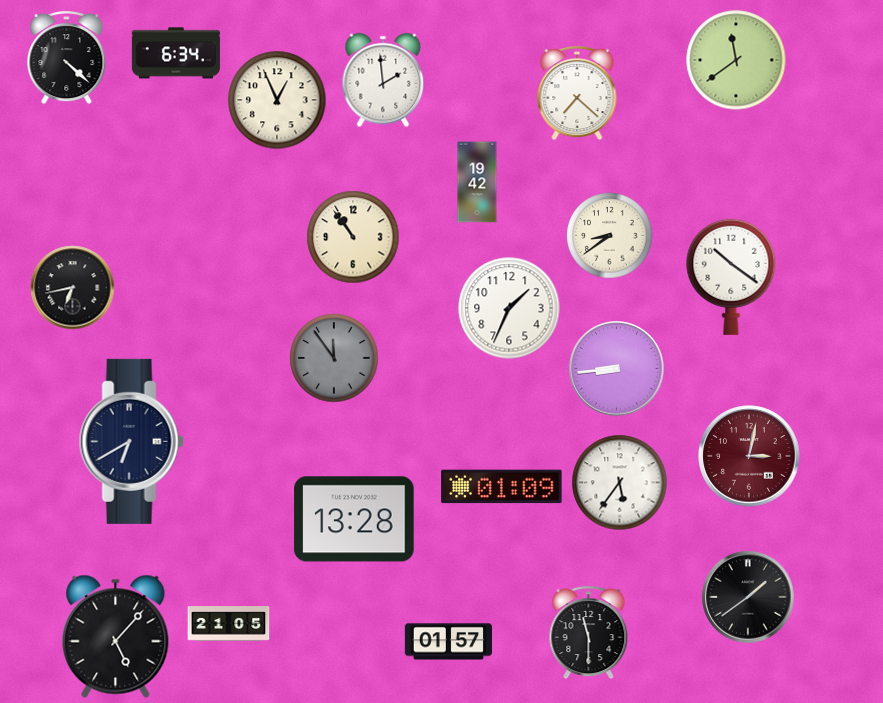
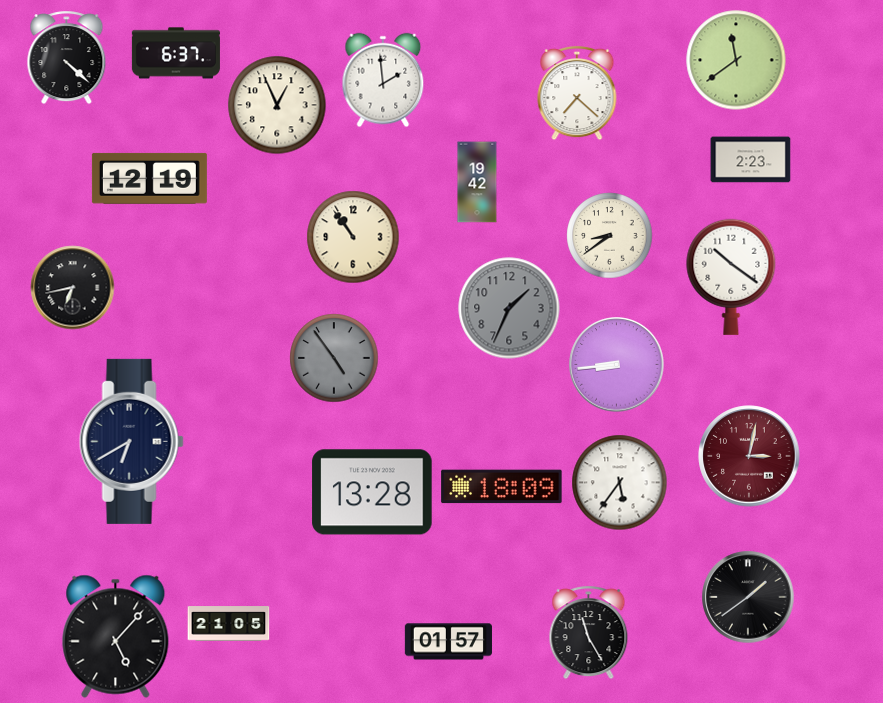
clock at (176, 53): 6:34 -> 6:37
clock at (277, 100) position: (277, 100) -> (277, 105)
clock at (751, 160): none -> 2:23
clock at (149, 178): none -> 12:19
clock at (509, 308) dial: white -> grey
clock at (334, 358): 11:54 -> 4:54
clock at (617, 369) position: (617, 369) -> (617, 365)
clock at (502, 487): 01:09 -> 18:09
clock at (354, 519) position: (354, 519) -> (372, 492)
clock at (589, 633): 11:30 -> 11:25
